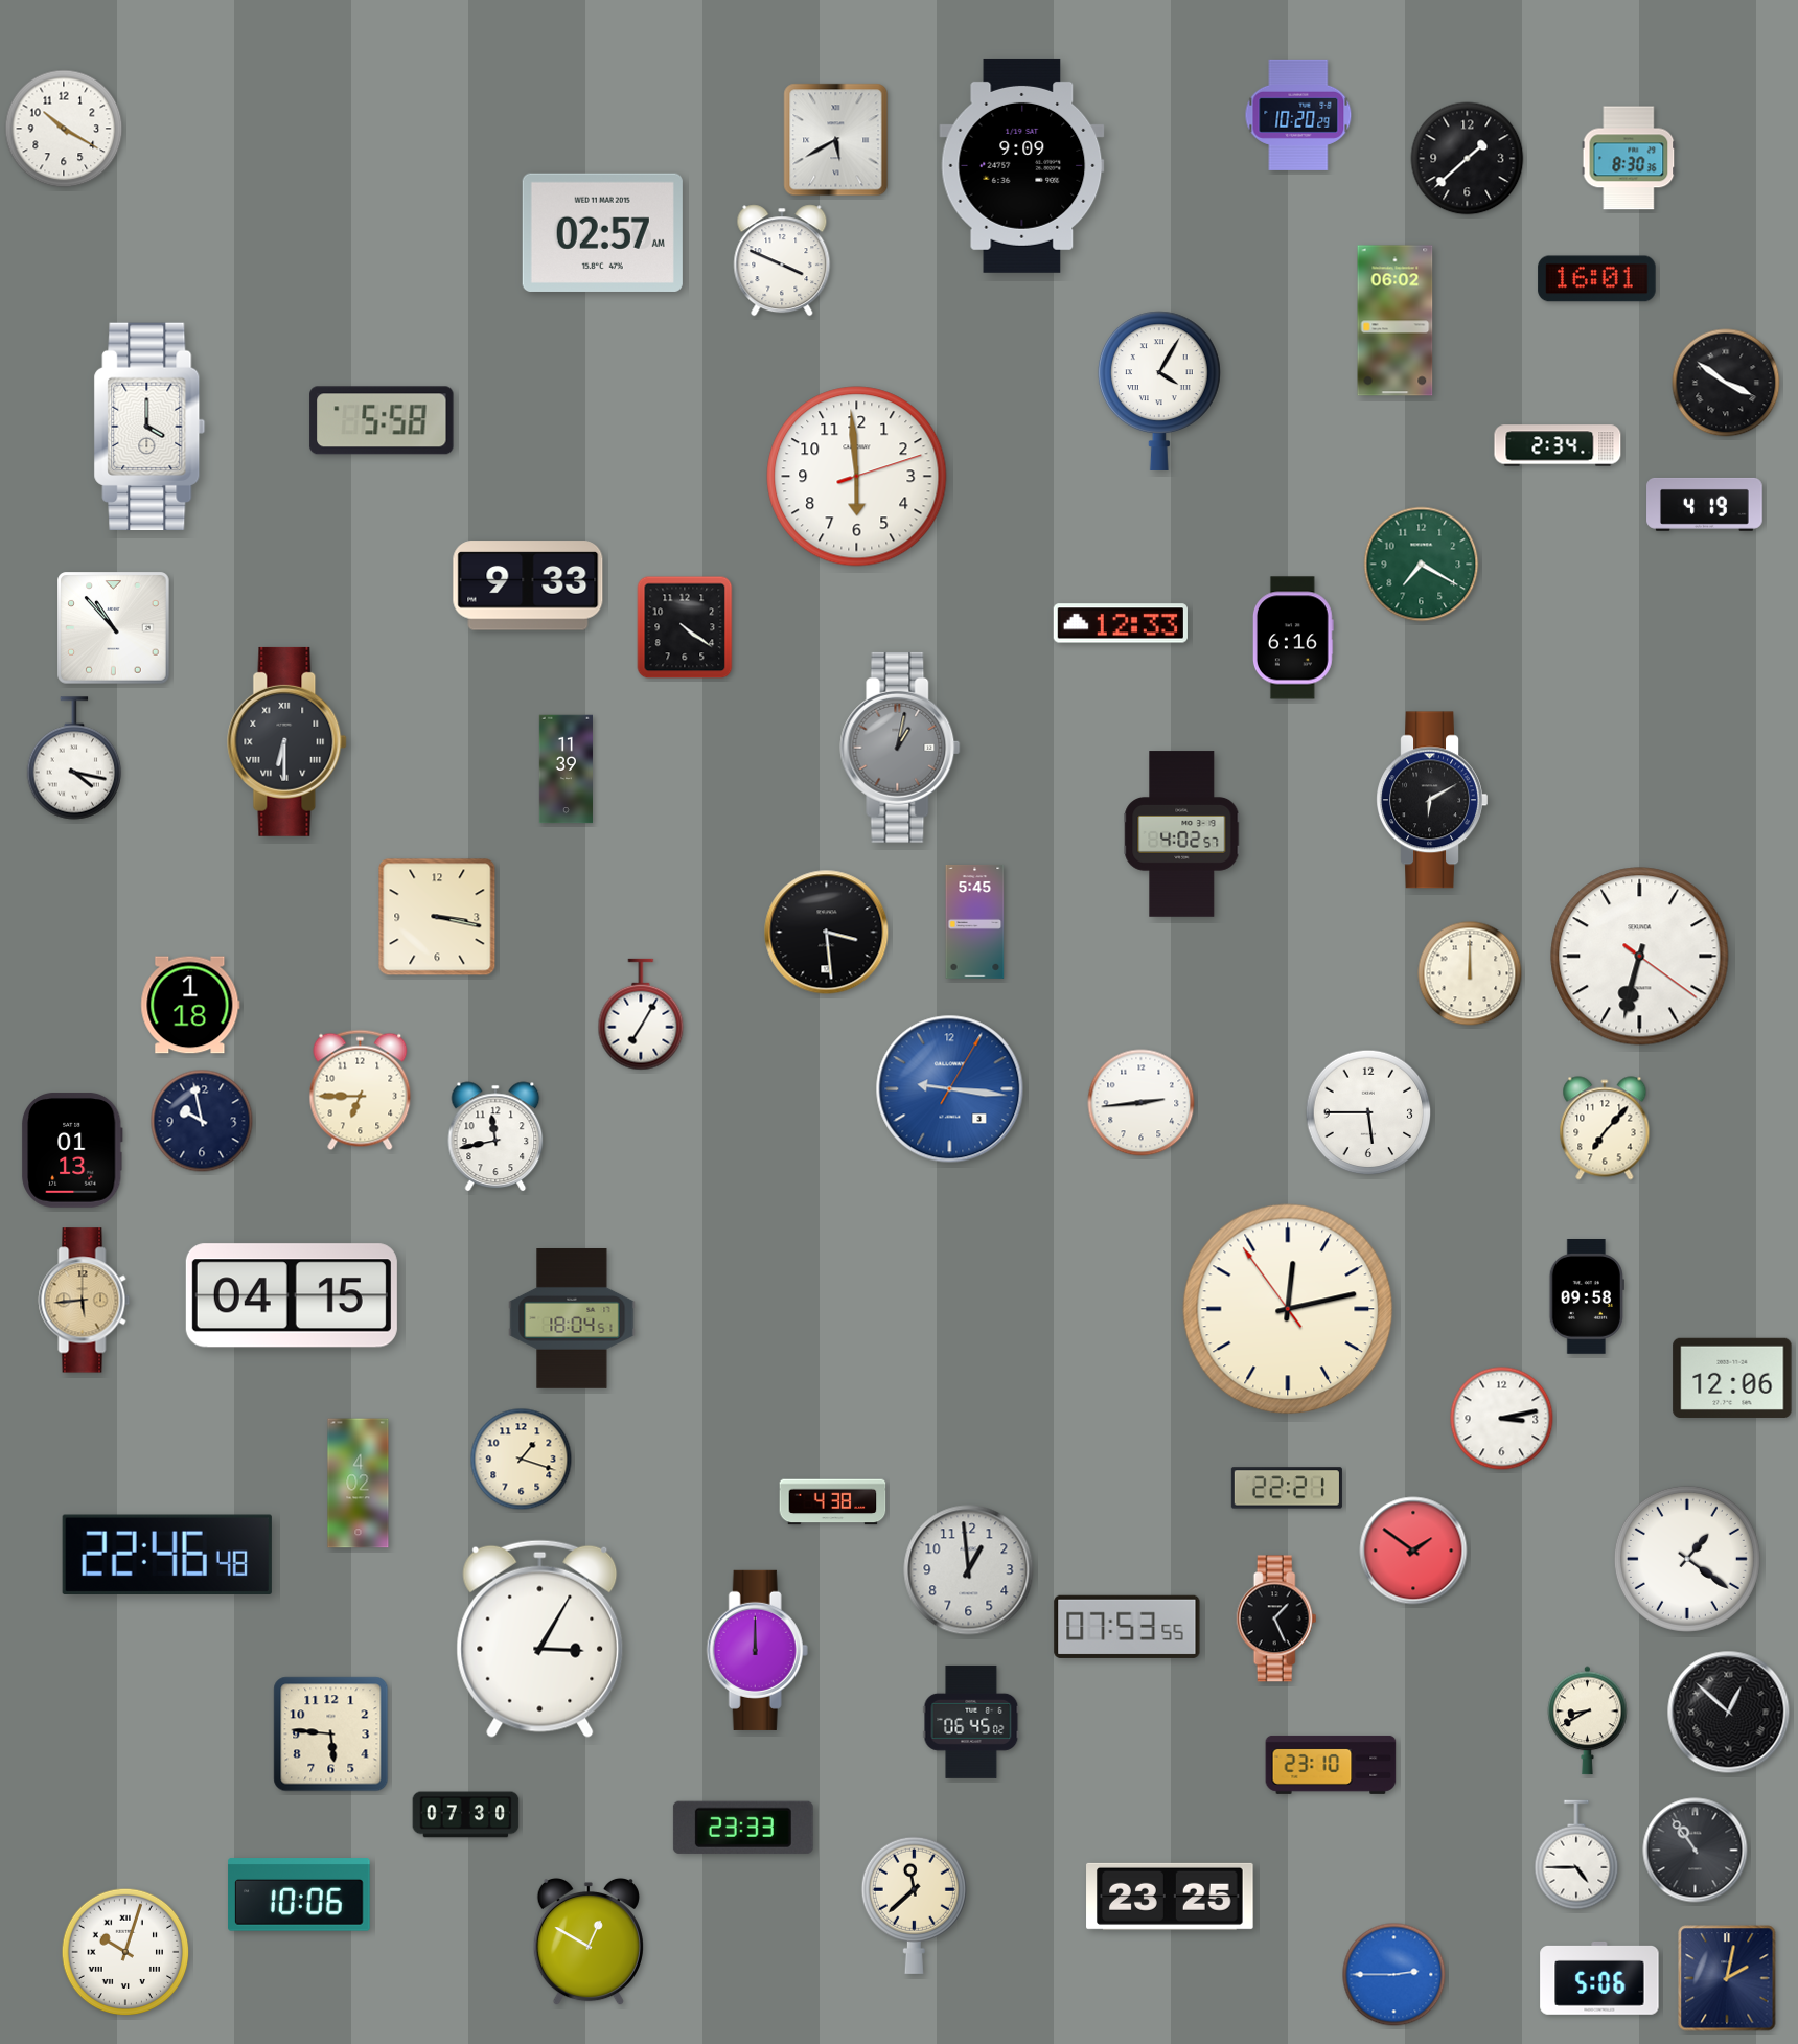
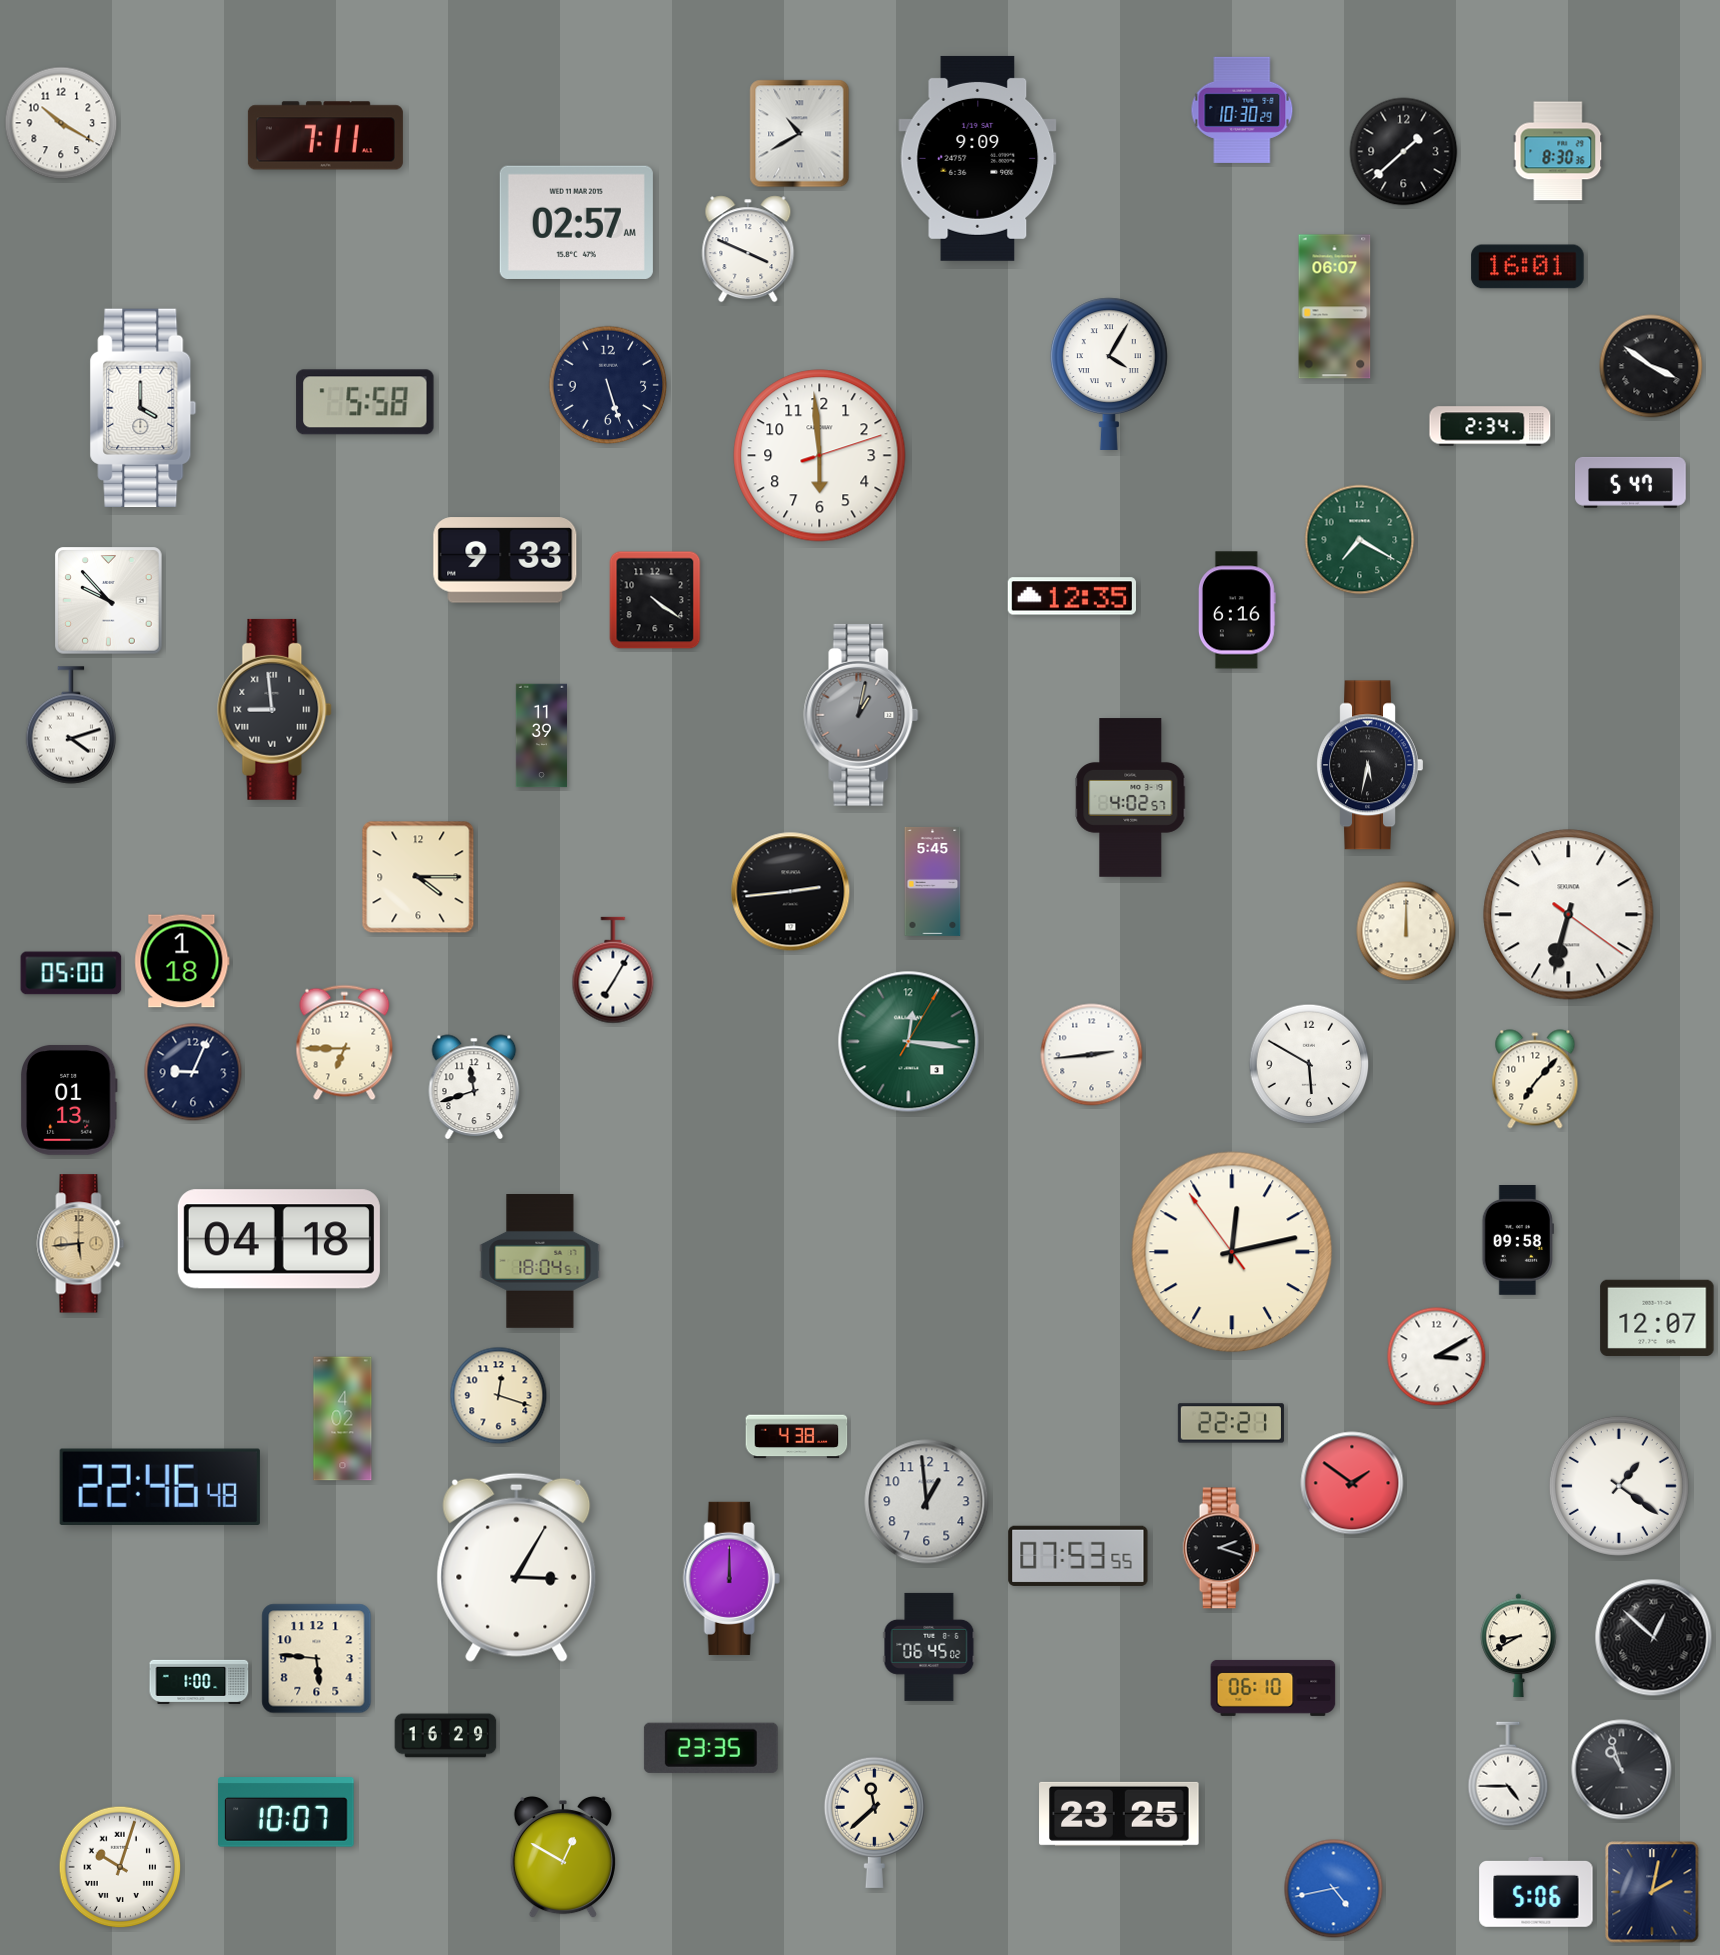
clock at (1298, 115): 10:20 -> 10:30
clock at (836, 140): 5:40 -> 10:40
clock at (325, 136): none -> 7:11
clock at (1396, 321): 06:02 -> 06:07
clock at (608, 385): none -> 5:27
clock at (1705, 504): 4:19 -> 5:47
clock at (1121, 623): 12:33 -> 12:35
clock at (114, 628): 10:53 -> 9:53
clock at (287, 741): 6:30 -> 8:59
clock at (74, 758): 4:17 -> 4:12
clock at (1432, 800): 6:10 -> 5:32
clock at (437, 917): 3:17 -> 4:15
clock at (827, 933): 3:29 -> 2:44
clock at (71, 973): none -> 05:00
clock at (950, 1089): 9:16 -> 12:16
clock at (950, 1089) dial: blue -> green
clock at (1368, 1112): 5:45 -> 5:50
clock at (202, 1121): 9:58 -> 9:04
clock at (495, 1136): 11:43 -> 11:42
clock at (292, 1295): 04:15 -> 04:18
clock at (572, 1319) position: (572, 1319) -> (540, 1262)
clock at (1732, 1378): 12:06 -> 12:07
clock at (1502, 1419): 3:13 -> 3:10
clock at (522, 1460): 1:18 -> 12:18
clock at (1687, 1559) position: (1687, 1559) -> (1619, 1486)
clock at (1276, 1618): 1:26 -> 2:18
clock at (757, 1650) position: (757, 1650) -> (731, 1578)
clock at (199, 1682): none -> 1:00
clock at (1331, 1765): 23:10 -> 06:10
clock at (466, 1815): 07:30 -> 16:29
clock at (743, 1828): 23:33 -> 23:35
clock at (1696, 1851): 10:54 -> 10:57
clock at (299, 1894): 10:06 -> 10:07
clock at (1394, 1975): 2:45 -> 4:43
clock at (1599, 1978) position: (1599, 1978) -> (1536, 1892)
